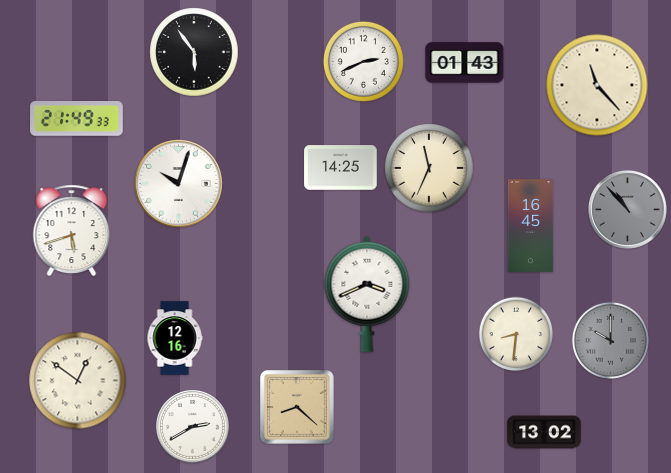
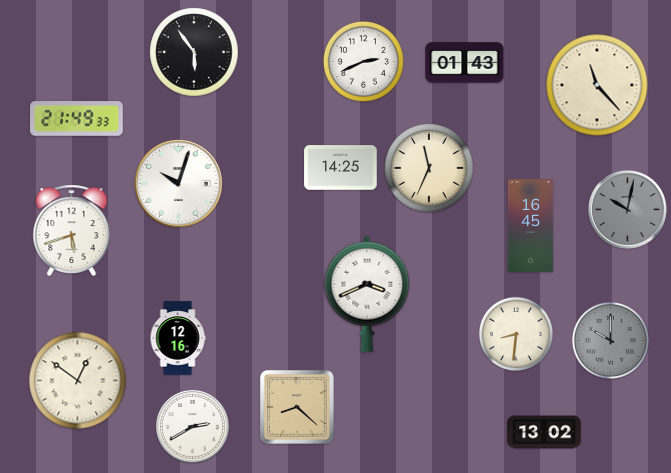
clock at (628, 210): 10:53 -> 10:02
clock at (175, 338) position: (175, 338) -> (178, 338)
